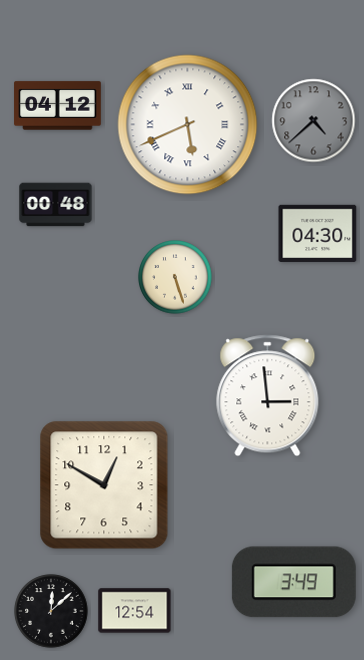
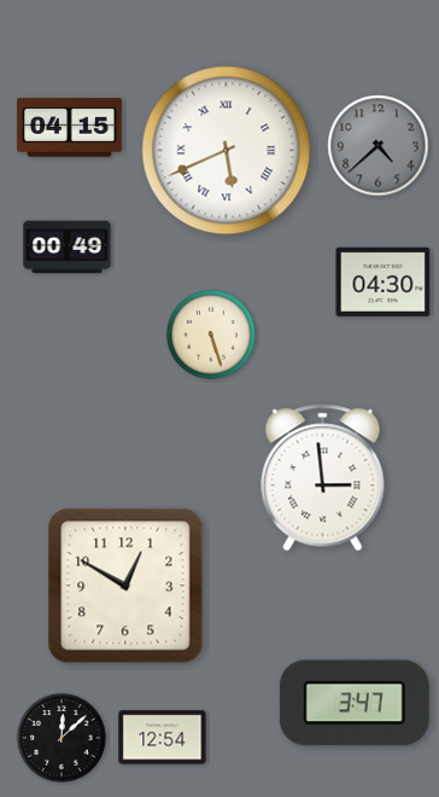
clock at (58, 106): 04:12 -> 04:15
clock at (56, 205): 00:48 -> 00:49
clock at (294, 582): 3:49 -> 3:47
